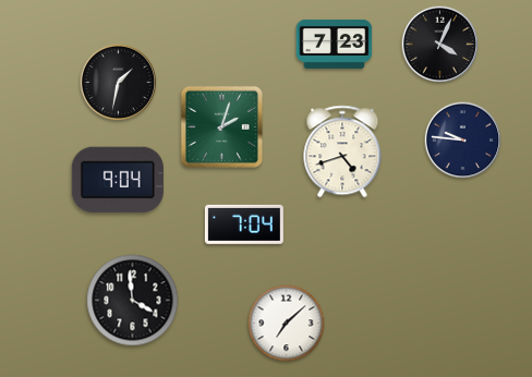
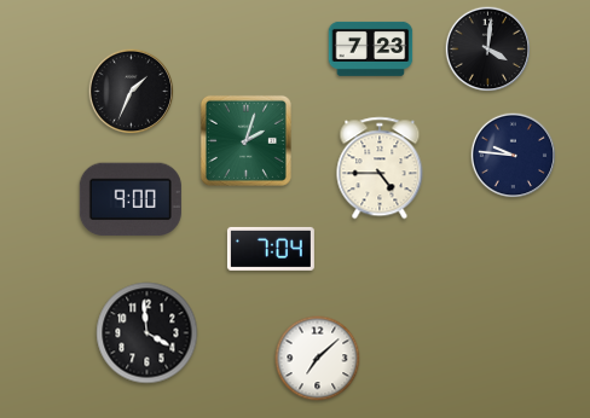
clock at (440, 45): 4:04 -> 4:01
clock at (119, 83): 1:32 -> 1:34
clock at (342, 151): 4:42 -> 4:45
clock at (118, 180): 9:04 -> 9:00
